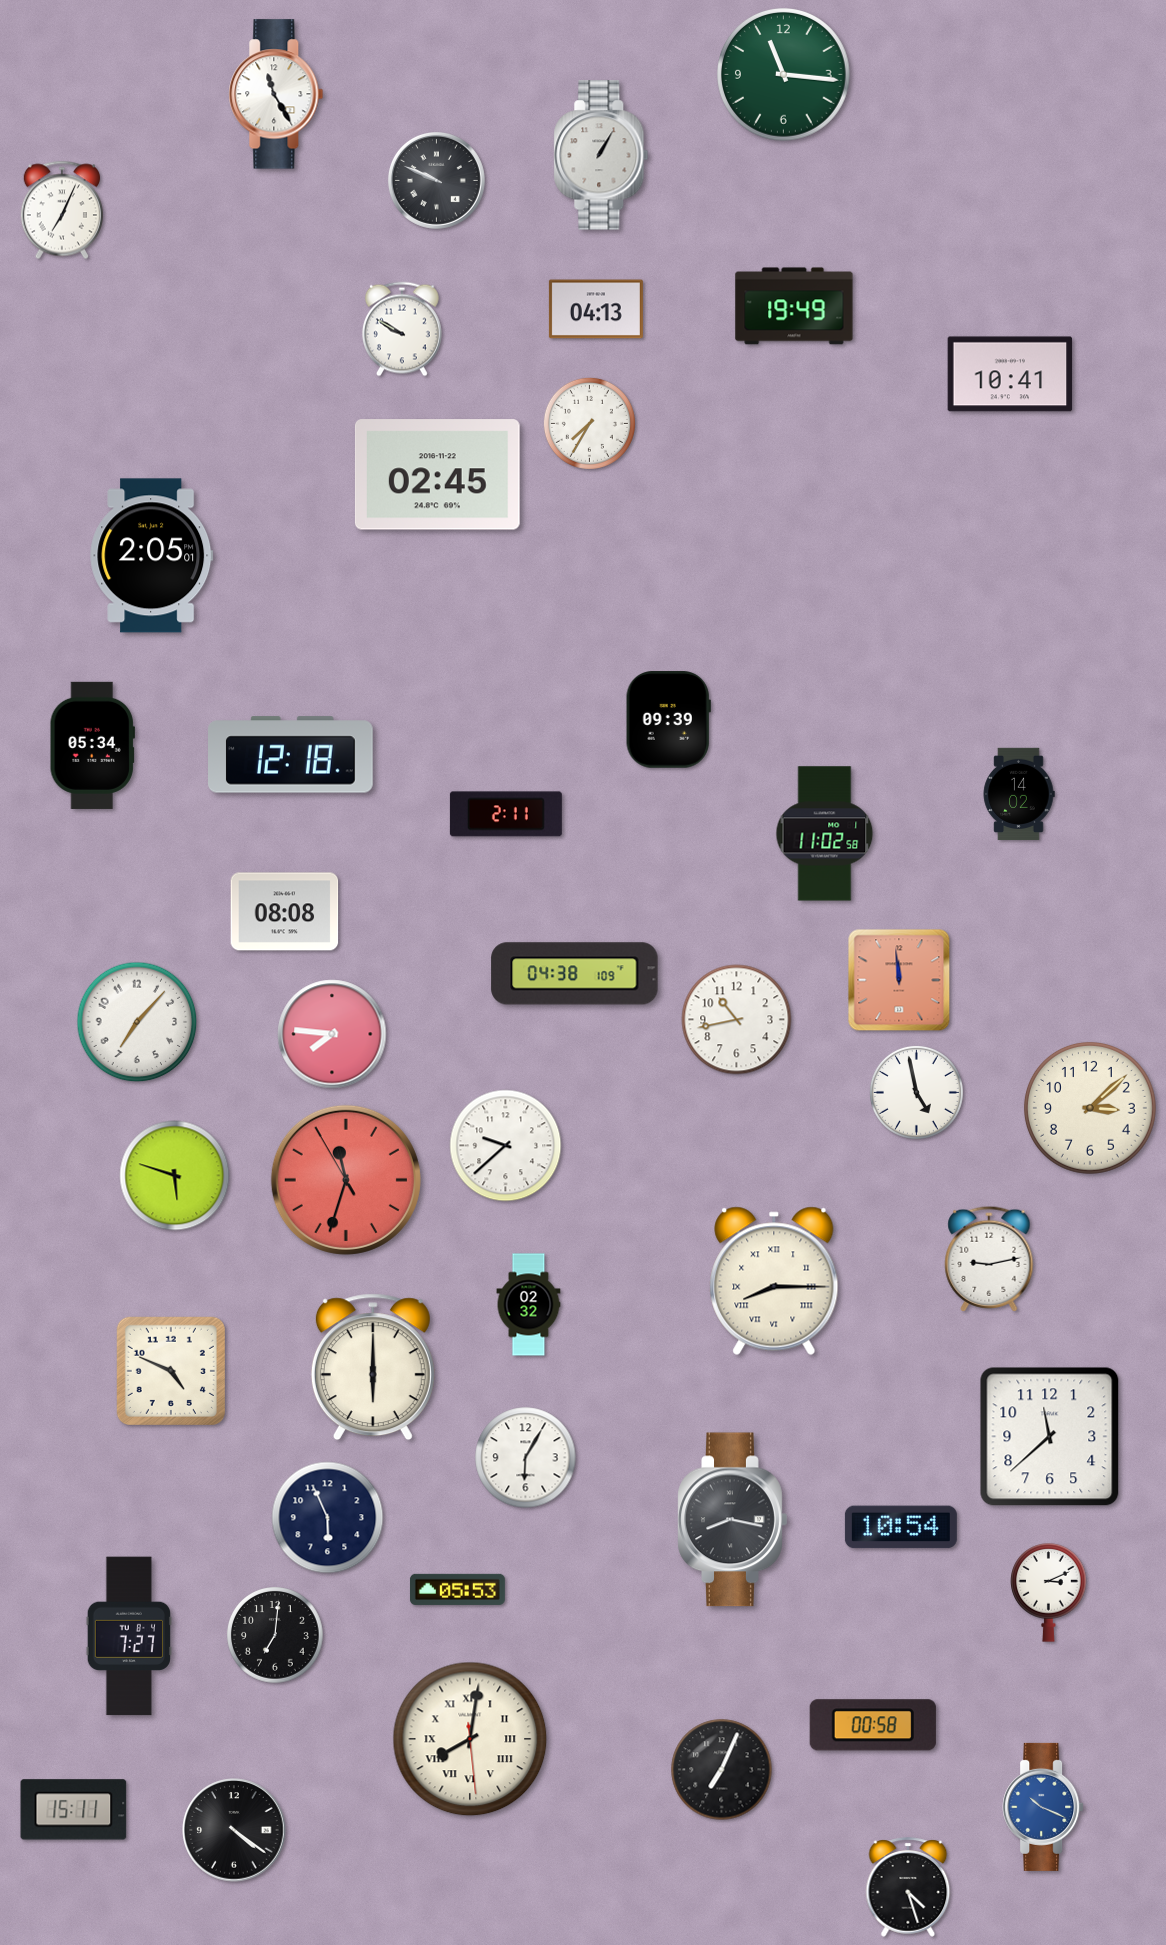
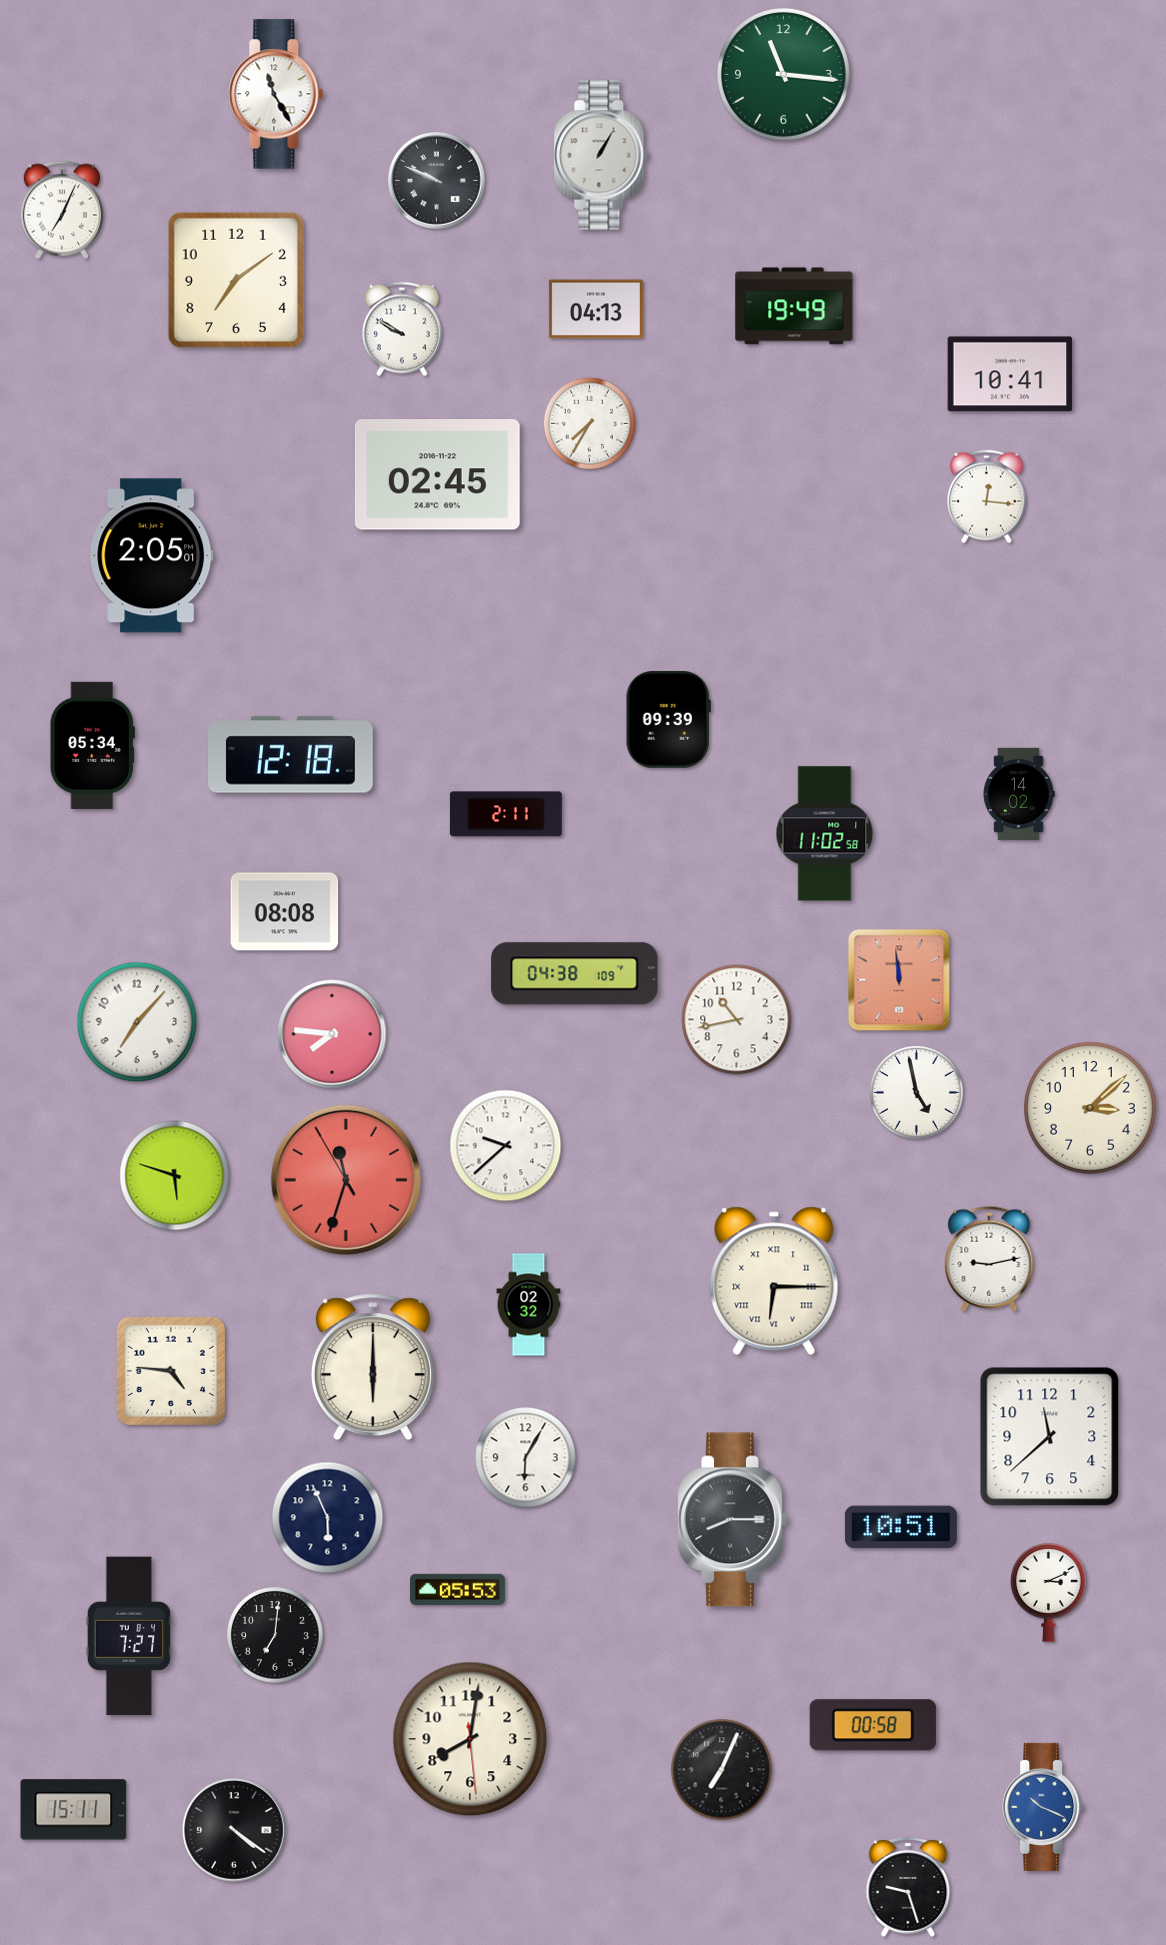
clock at (236, 280): none -> 7:09
clock at (987, 497): none -> 12:16
clock at (774, 1281): 8:15 -> 6:15
clock at (171, 1371): 4:49 -> 4:46
clock at (733, 1520): 8:17 -> 8:15
clock at (901, 1527): 10:54 -> 10:51
clock at (470, 1739) numerals: Roman -> Arabic
clock at (908, 1887): 4:27 -> 9:27
